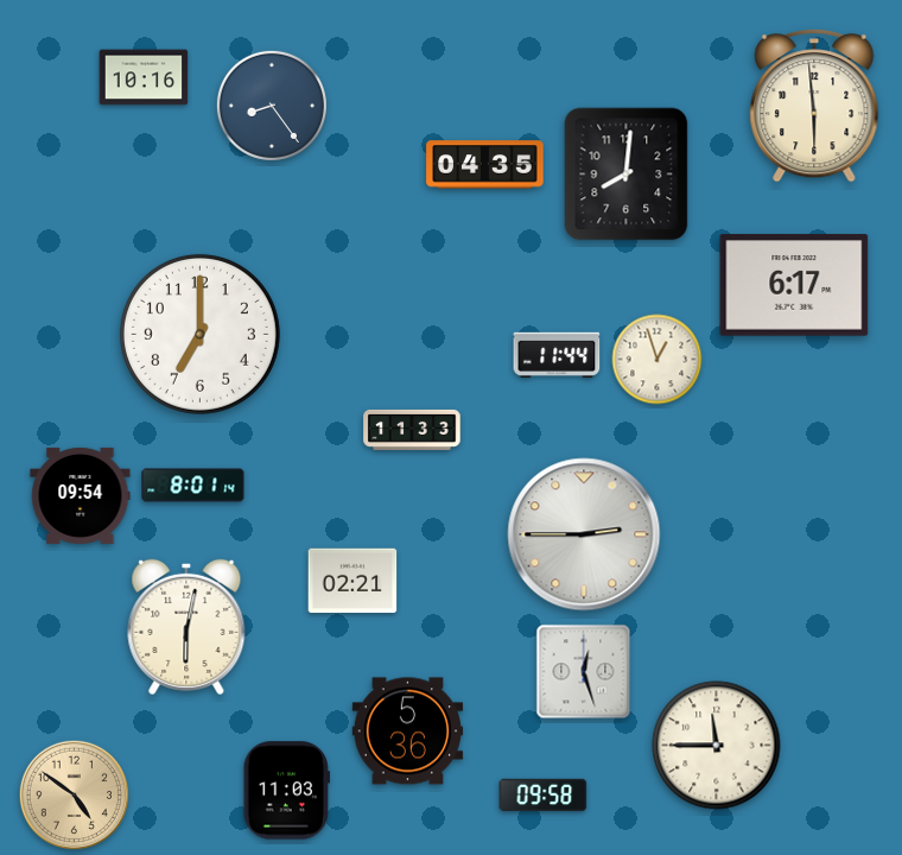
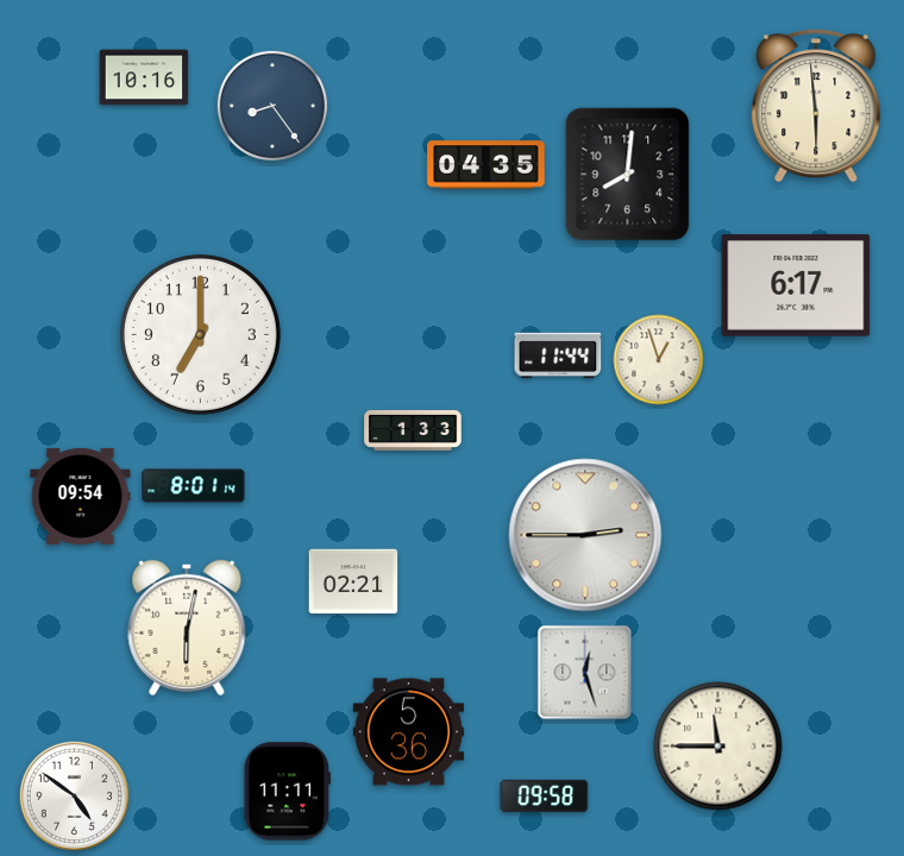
clock at (412, 430): 11:33 -> 1:33
clock at (286, 791): 11:03 -> 11:11
clock at (74, 794) dial: champagne -> white
